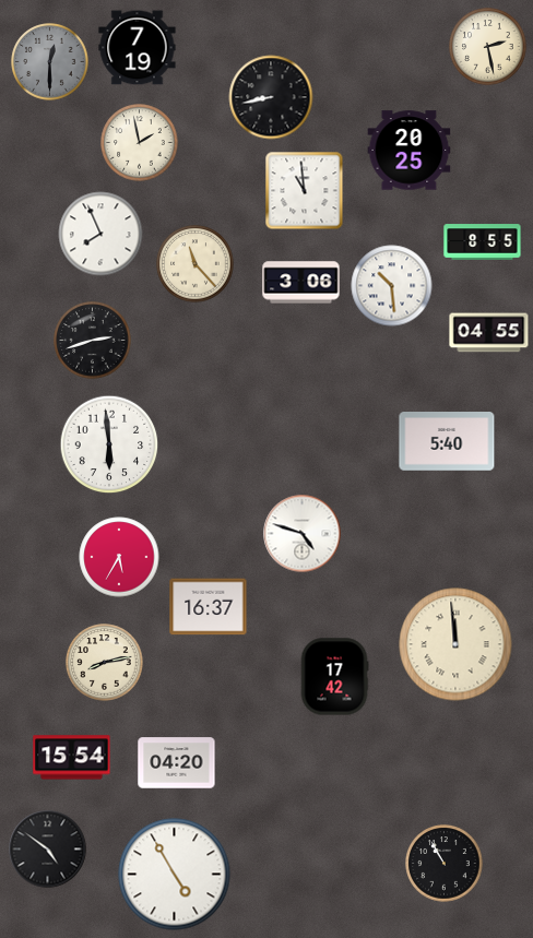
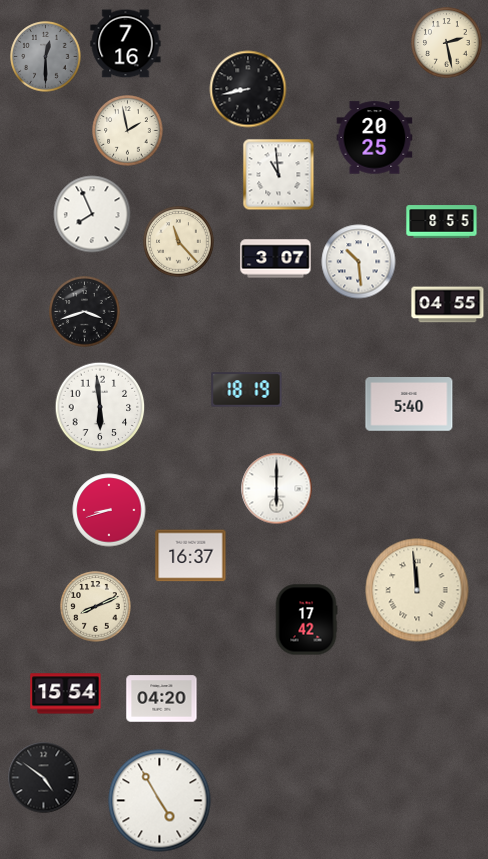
clock at (138, 48): 7:19 -> 7:16
clock at (301, 283): 3:06 -> 3:07
clock at (93, 341): 2:42 -> 3:42
clock at (247, 390): none -> 18:19
clock at (303, 534): 4:48 -> 6:00
clock at (119, 557): 5:35 -> 8:42
clock at (105, 663): 8:13 -> 8:11
clock at (445, 864): 10:55 -> none
